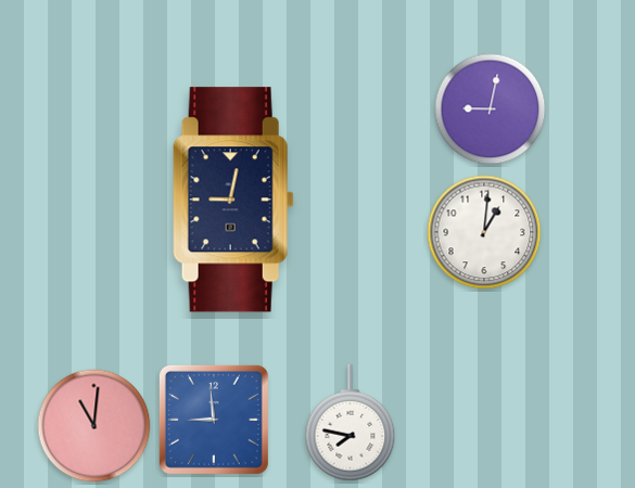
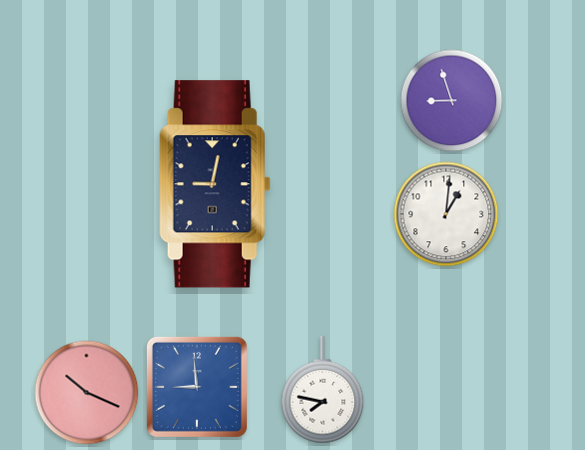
clock at (491, 110): 9:02 -> 8:57
clock at (94, 426): 11:01 -> 10:19
